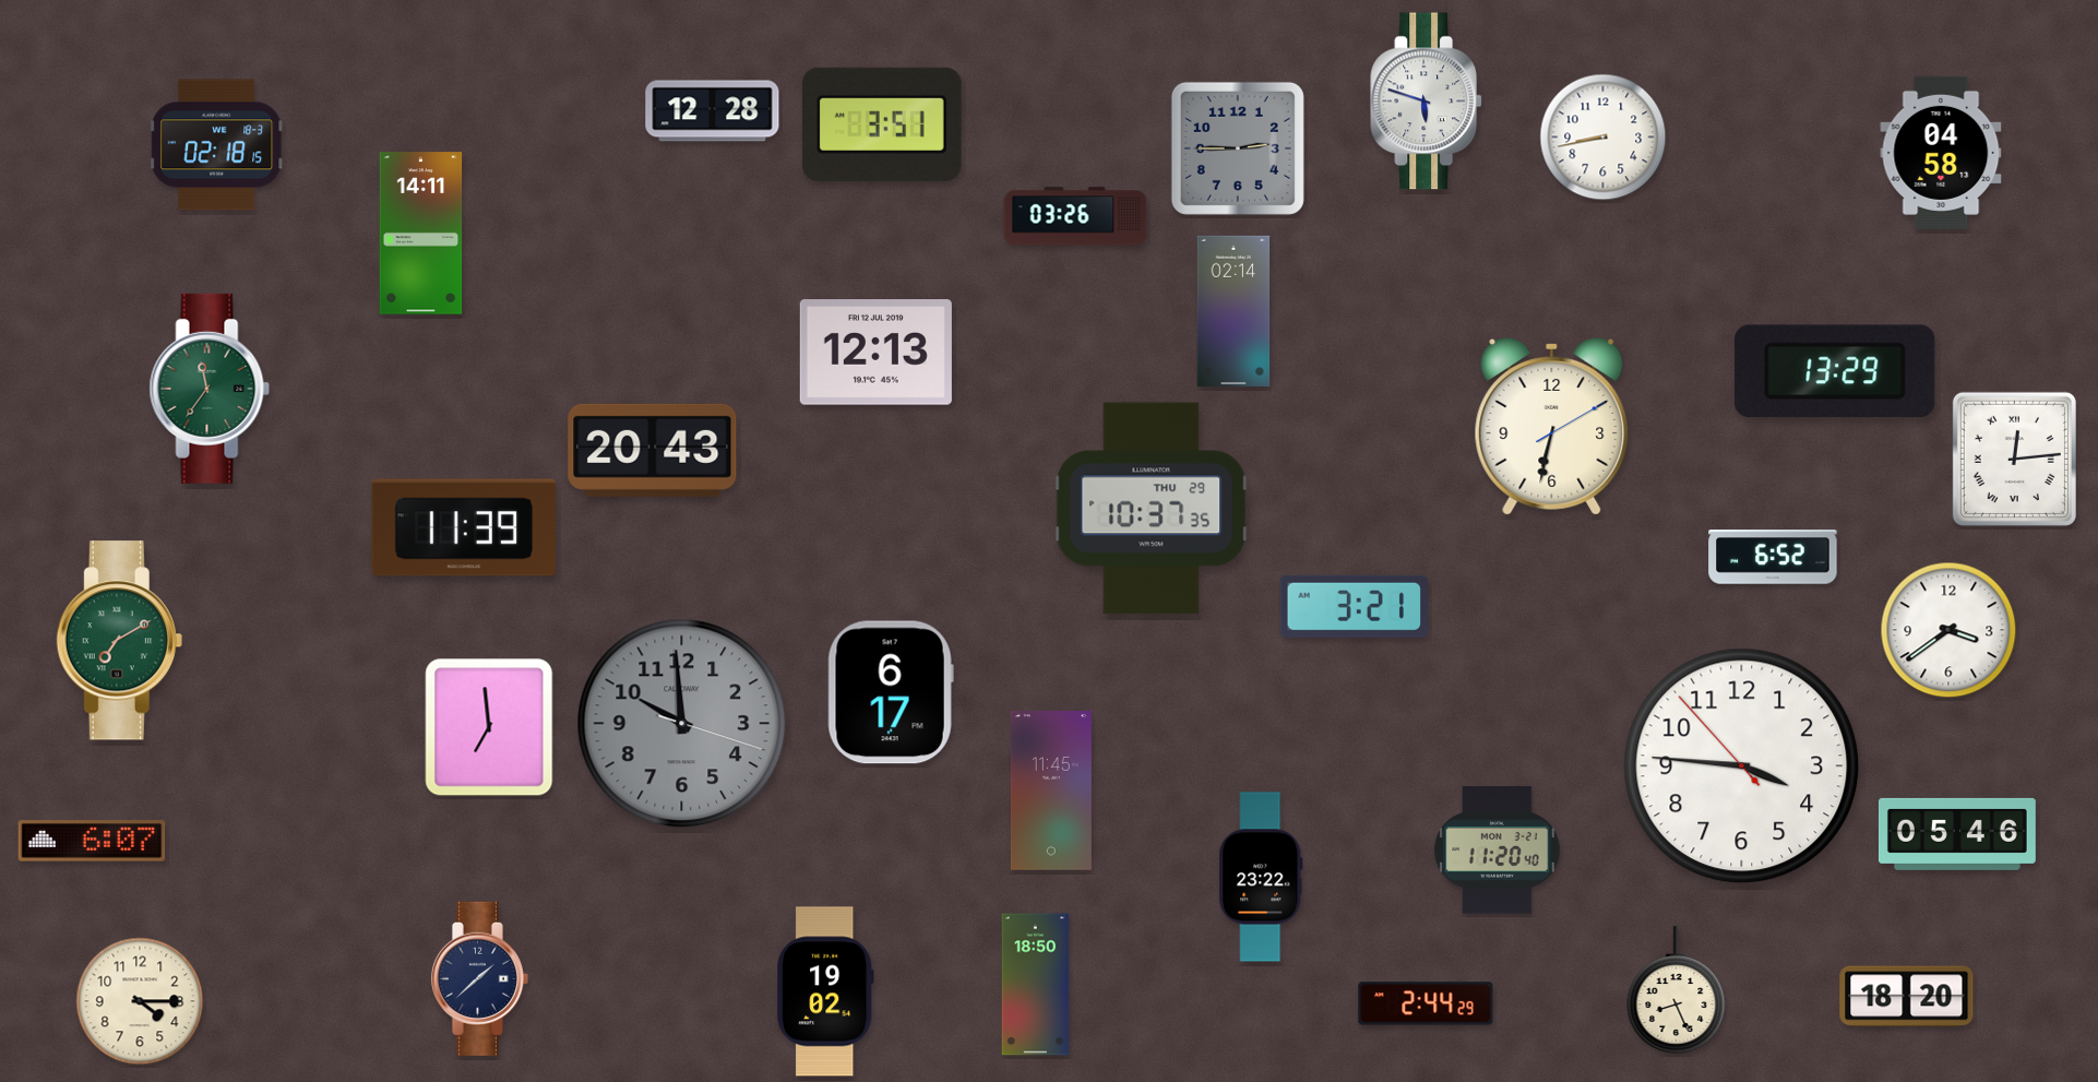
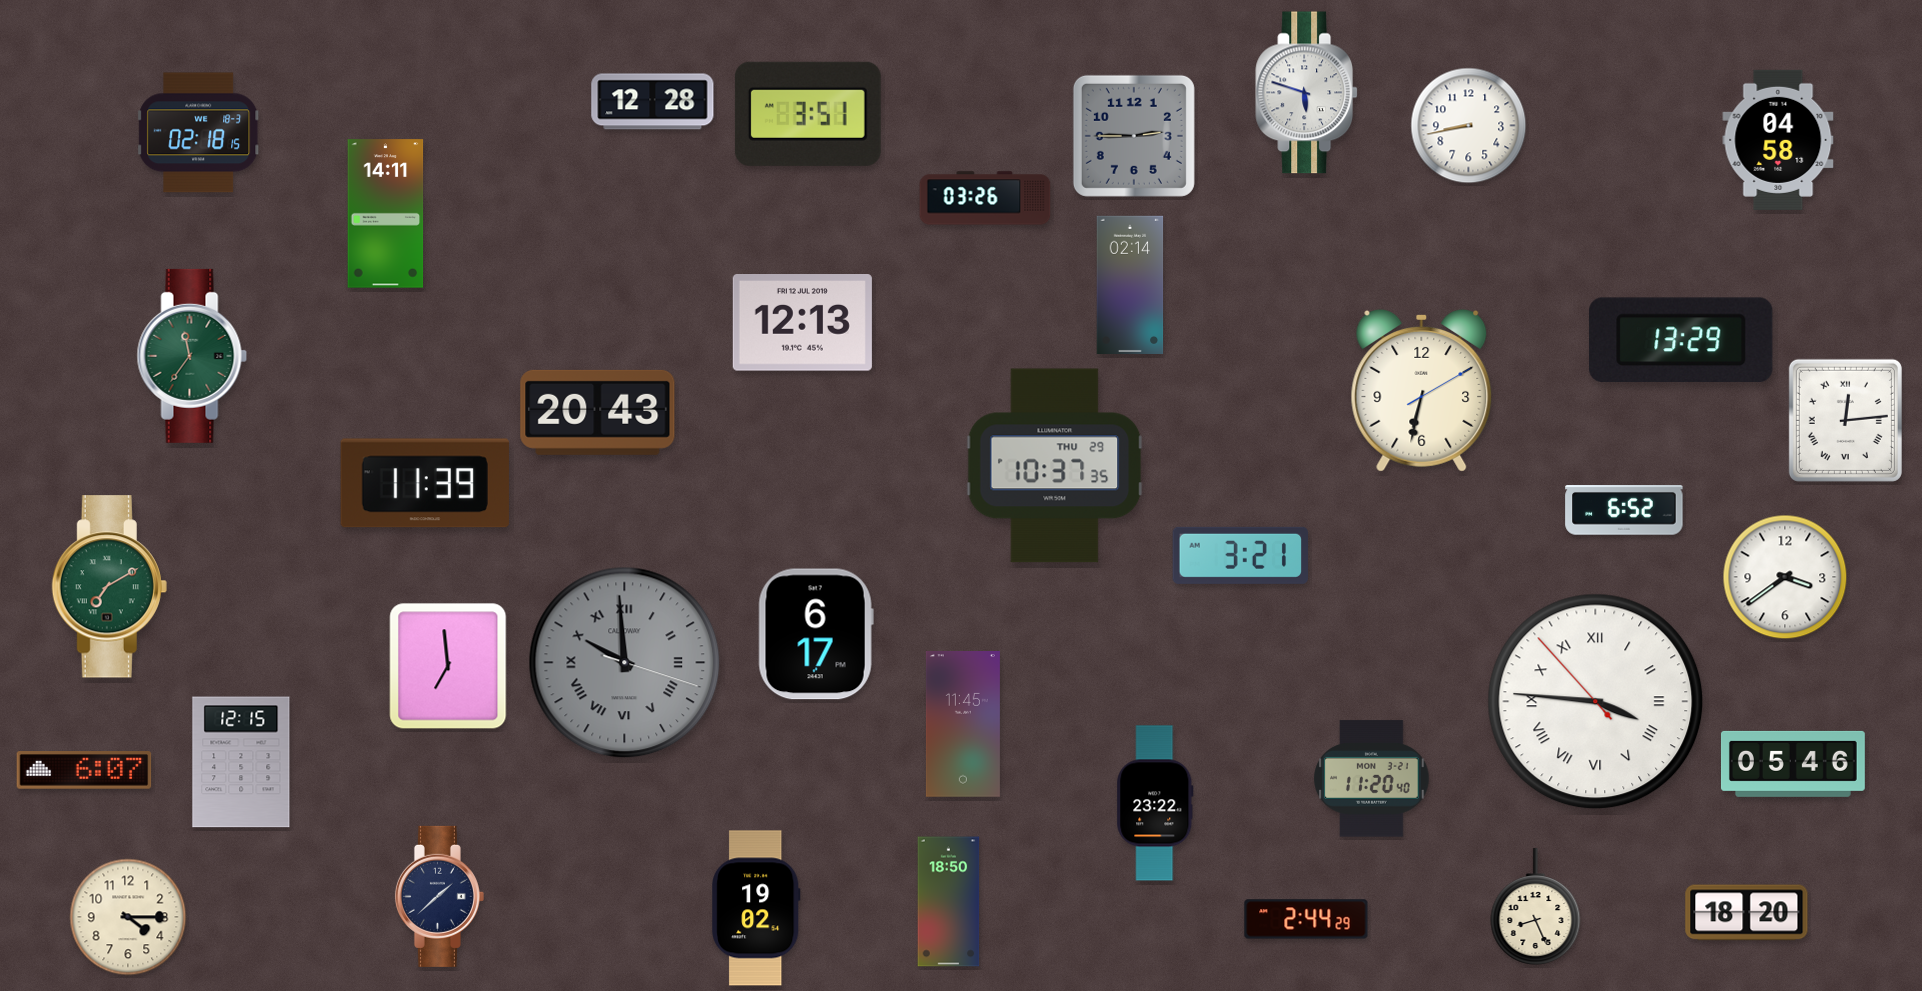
clock at (682, 724) numerals: Arabic -> Roman
clock at (1742, 766) numerals: Arabic -> Roman
clock at (241, 762): none -> 12:15
